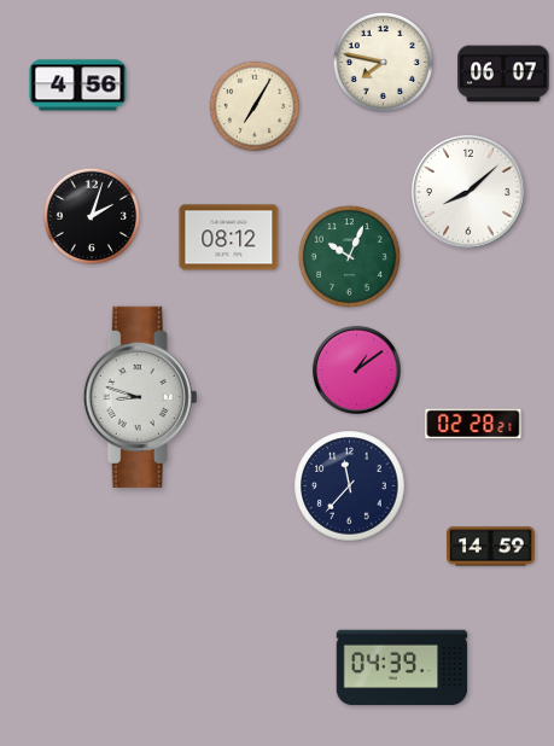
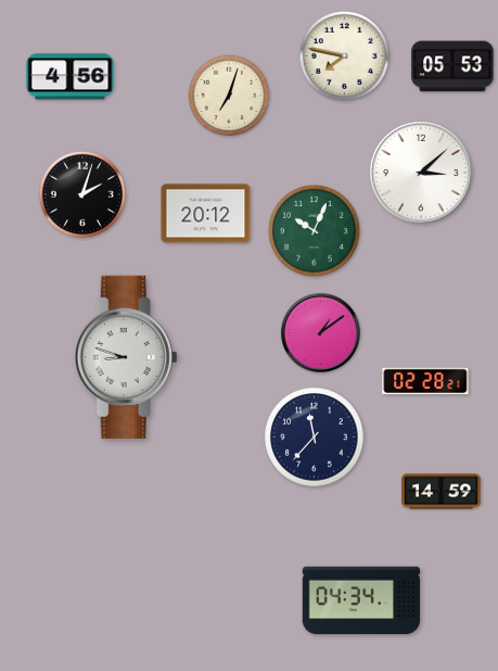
clock at (503, 74): 06:07 -> 05:53
clock at (255, 106): 7:05 -> 7:03
clock at (468, 192): 8:08 -> 3:08
clock at (229, 238): 08:12 -> 20:12
clock at (402, 668): 04:39 -> 04:34
